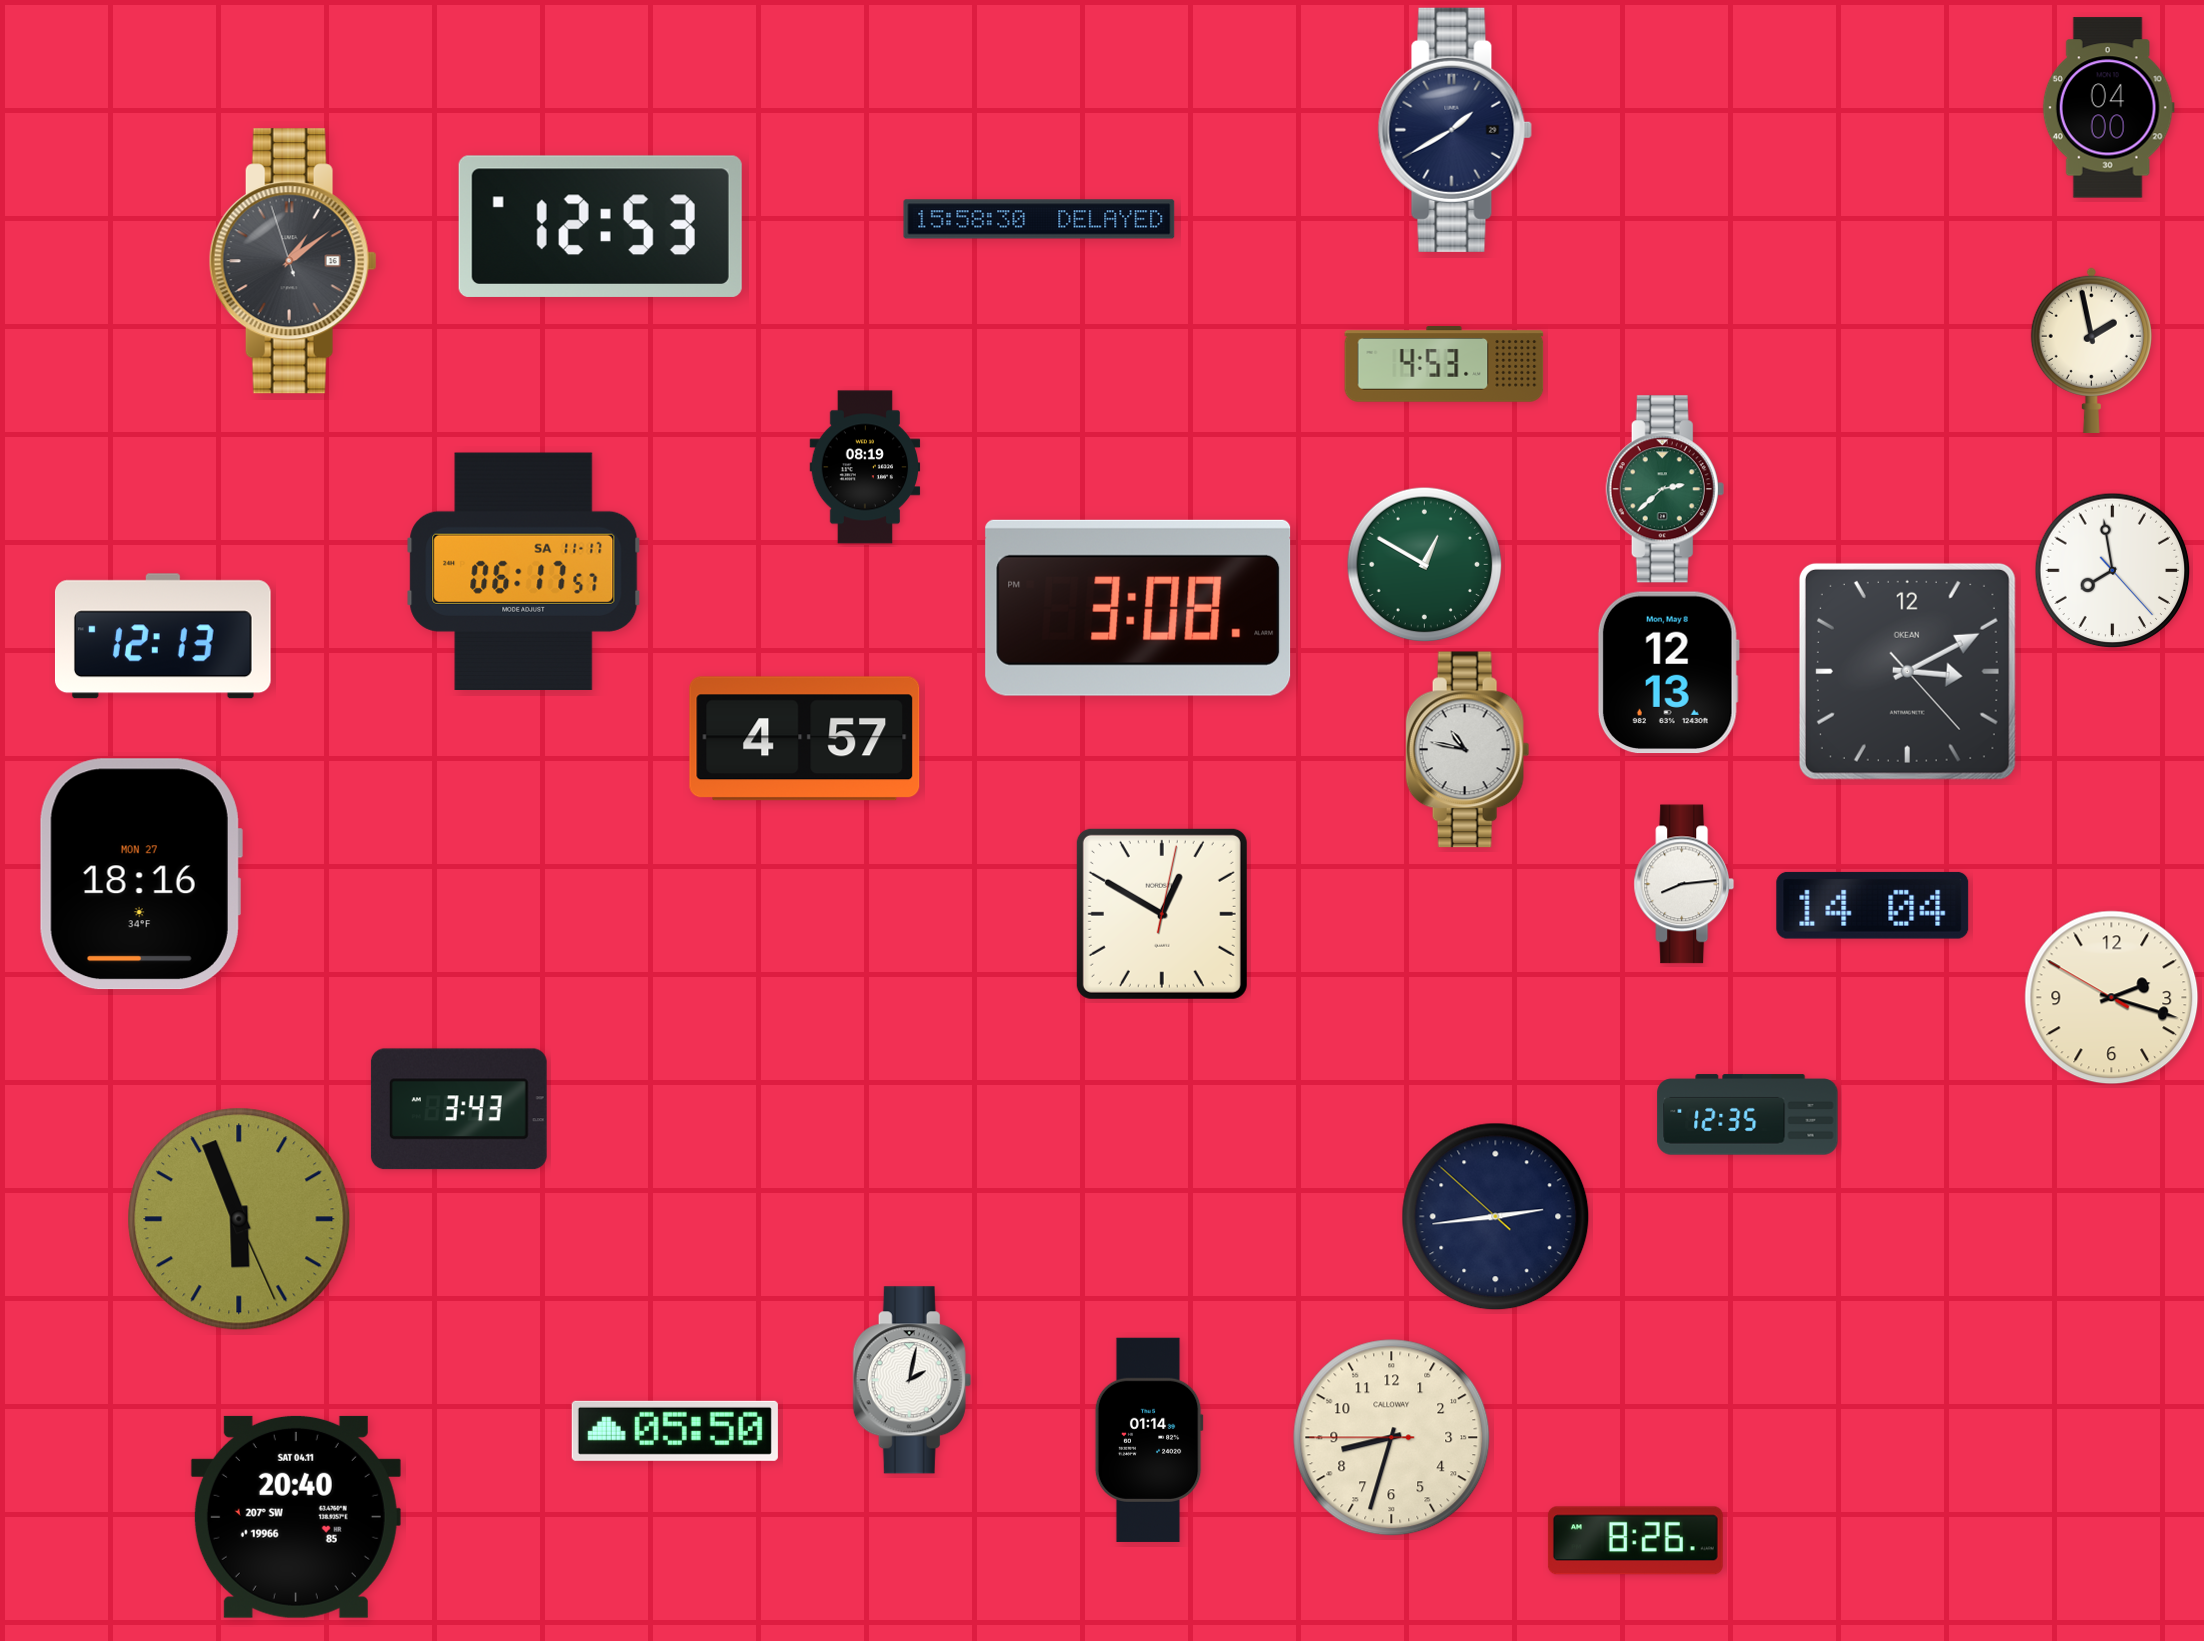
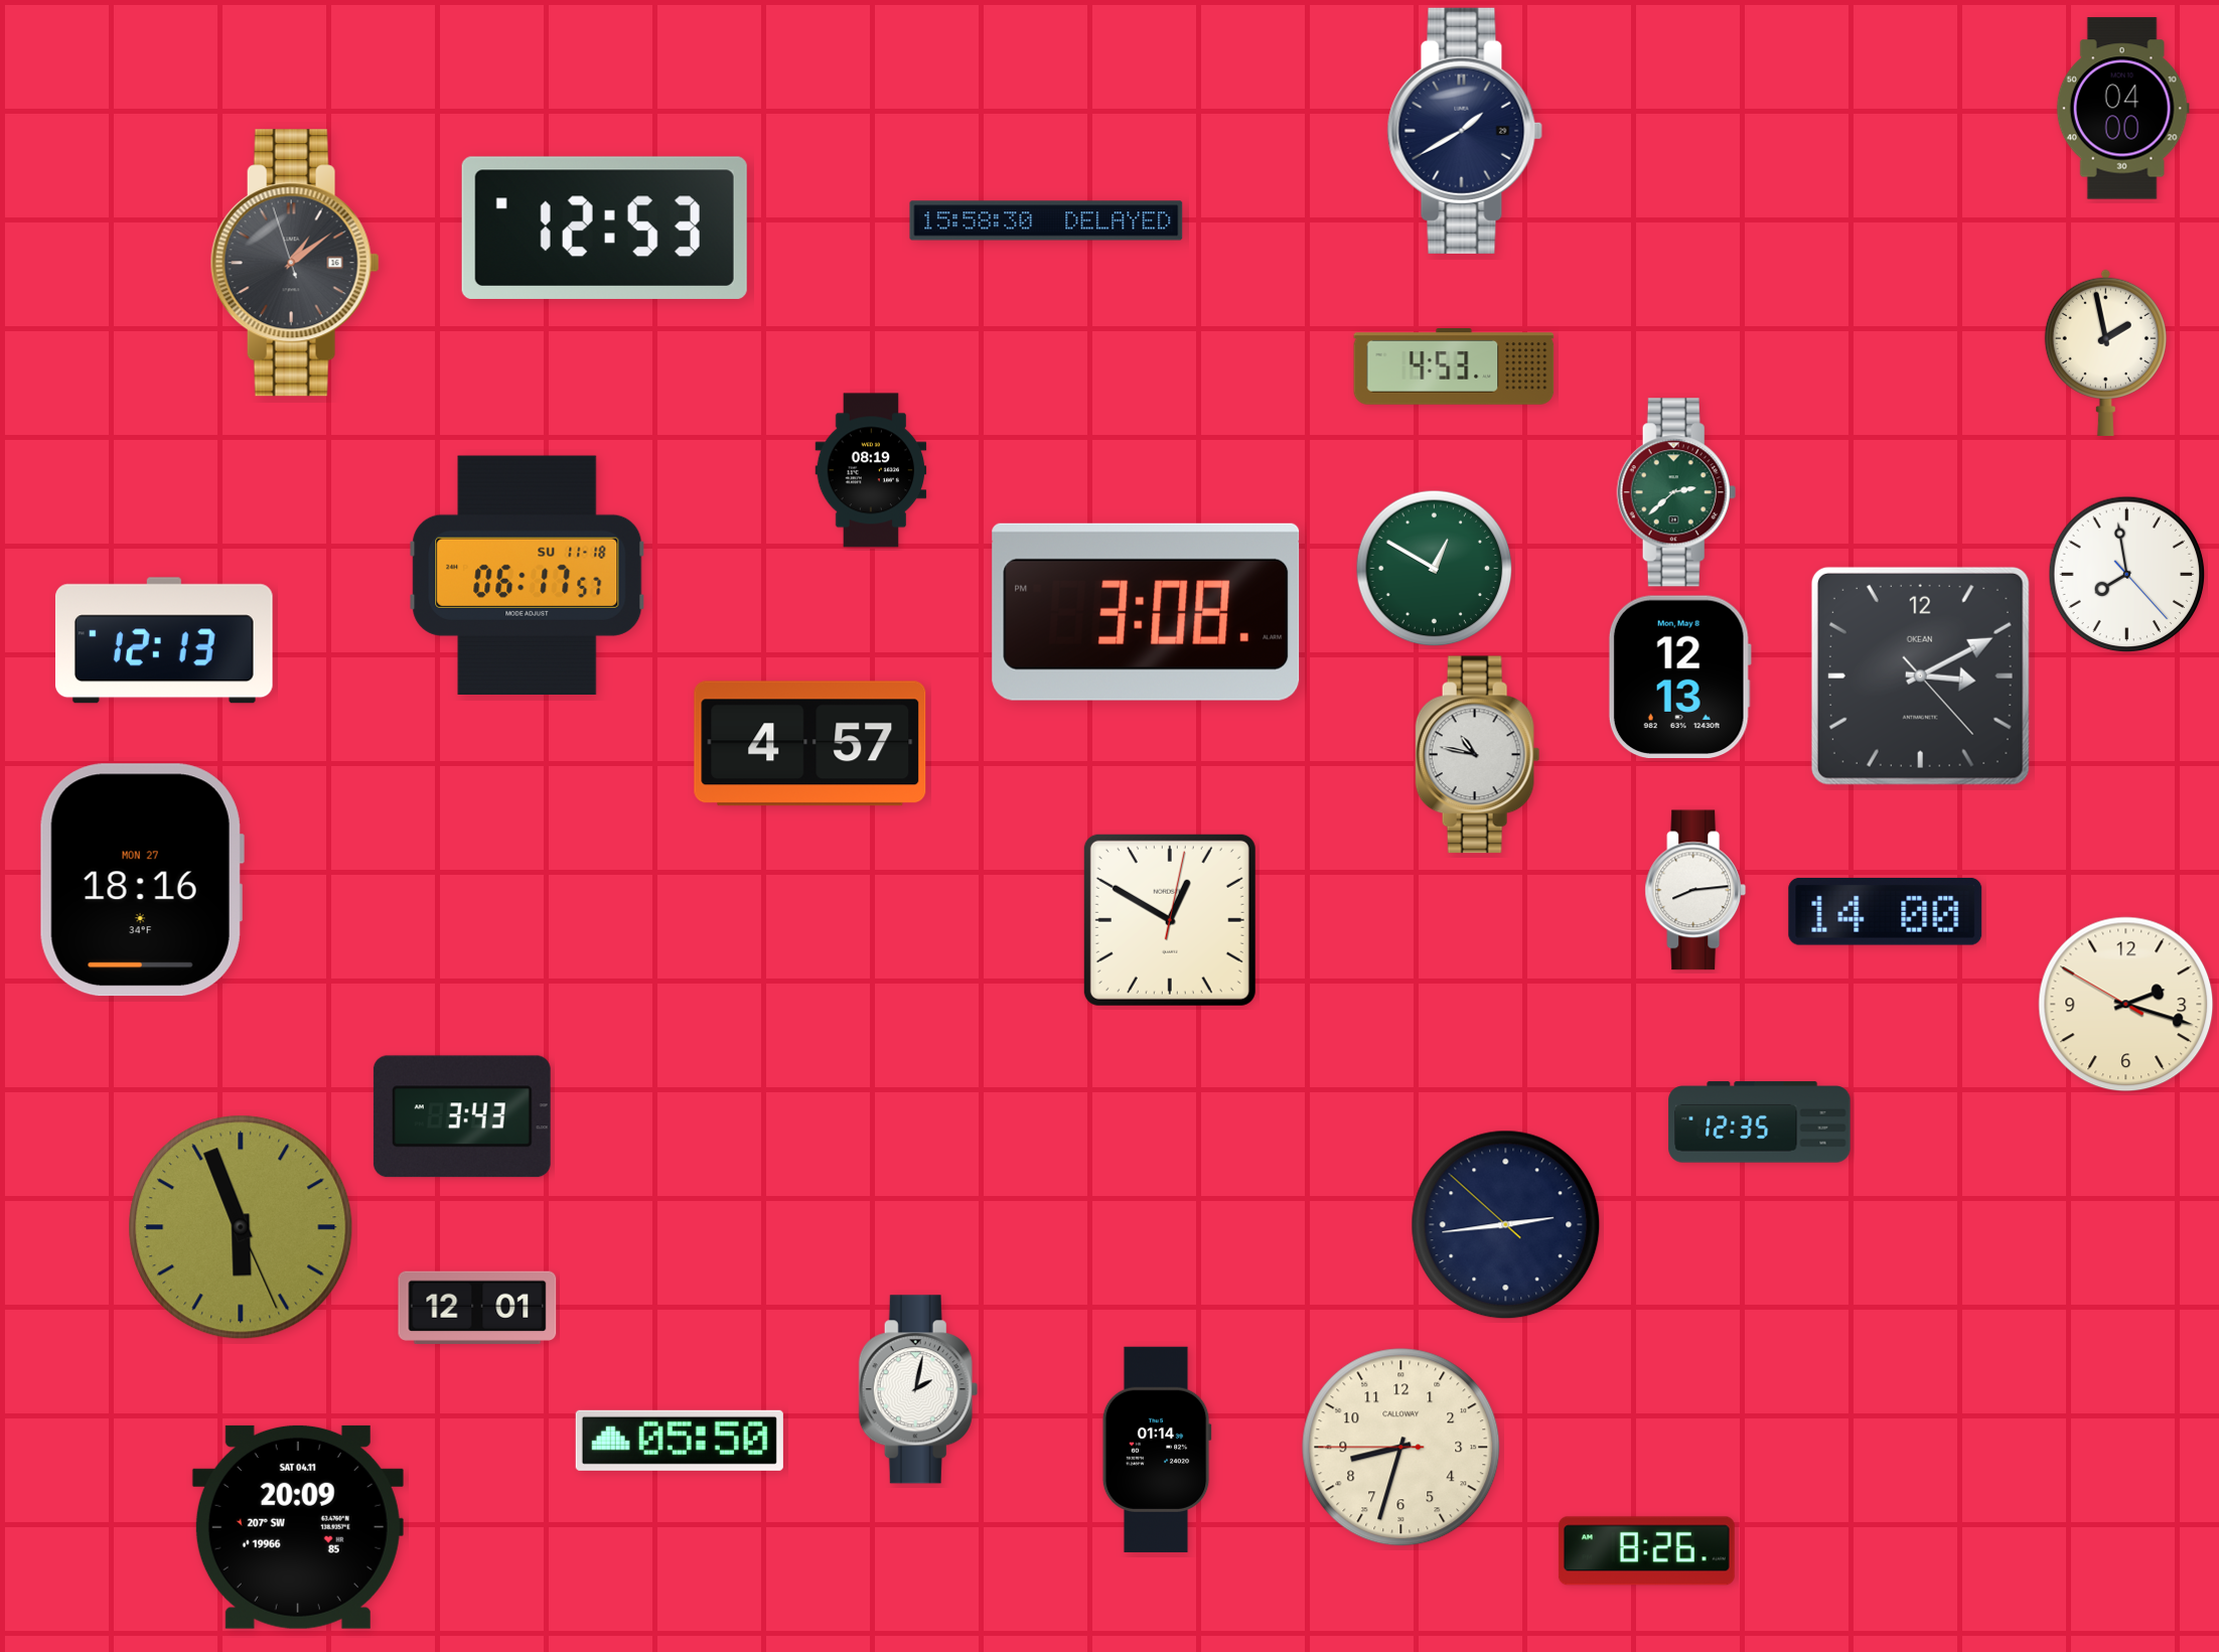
clock at (524, 571) date: SA 11-17 -> SU 11-18
clock at (1873, 905): 14:04 -> 14:00
clock at (477, 1307): none -> 12:01
clock at (296, 1517): 20:40 -> 20:09
